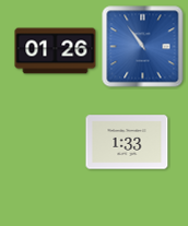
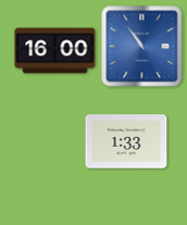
clock at (56, 51): 01:26 -> 16:00
